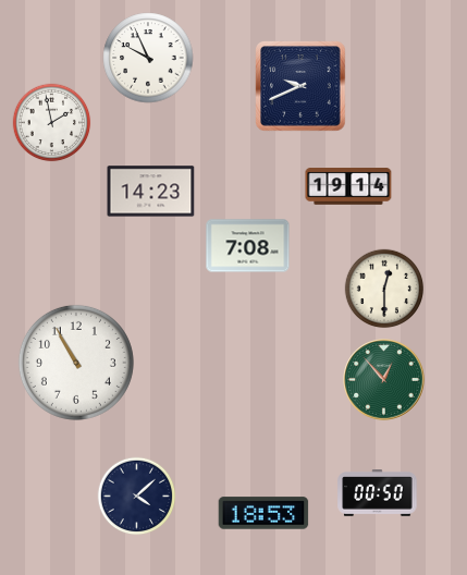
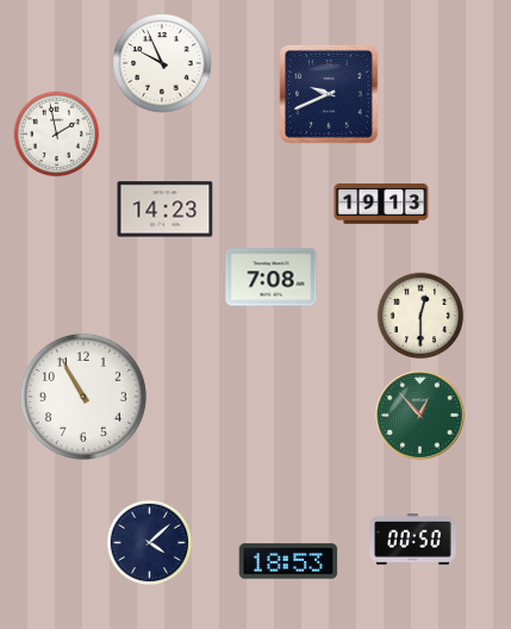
clock at (348, 186): 19:14 -> 19:13
clock at (248, 246) position: (248, 246) -> (272, 278)
